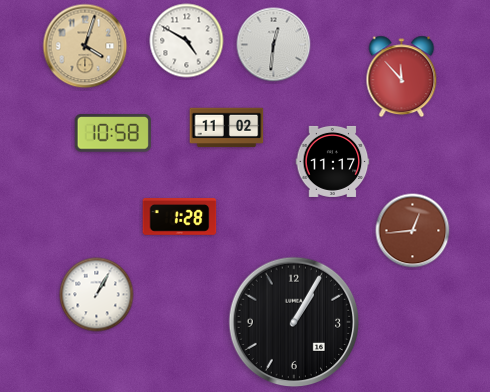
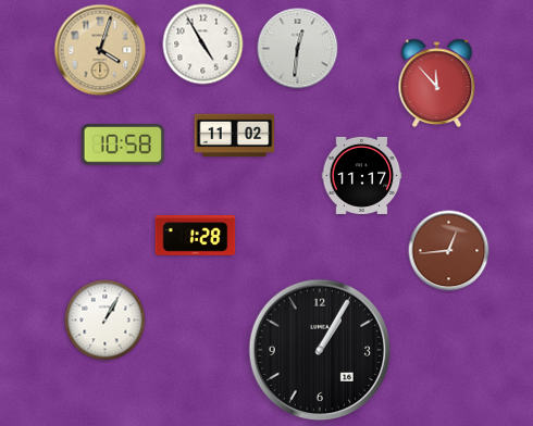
clock at (187, 41): 4:50 -> 4:55
clock at (85, 46) position: (85, 46) -> (100, 50)
clock at (227, 128) position: (227, 128) -> (235, 136)
